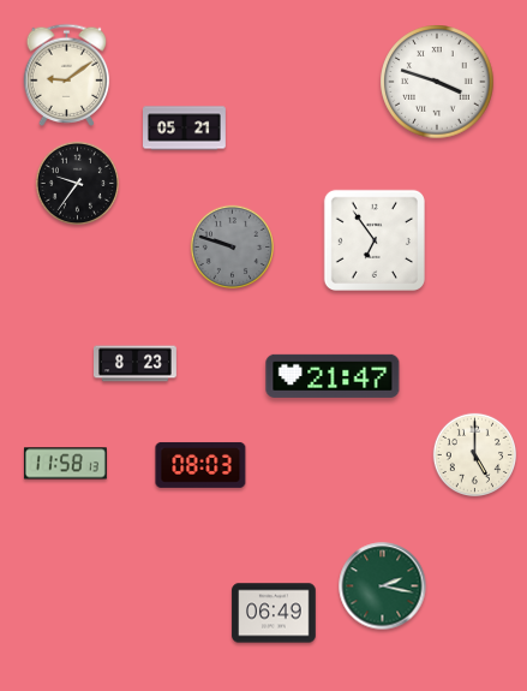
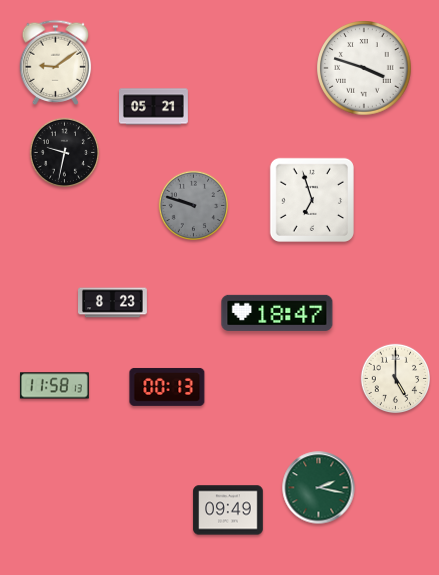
clock at (77, 183): 9:36 -> 9:32
clock at (375, 240): 6:54 -> 6:57
clock at (333, 376): 21:47 -> 18:47
clock at (200, 465): 08:03 -> 00:13
clock at (274, 613): 06:49 -> 09:49
